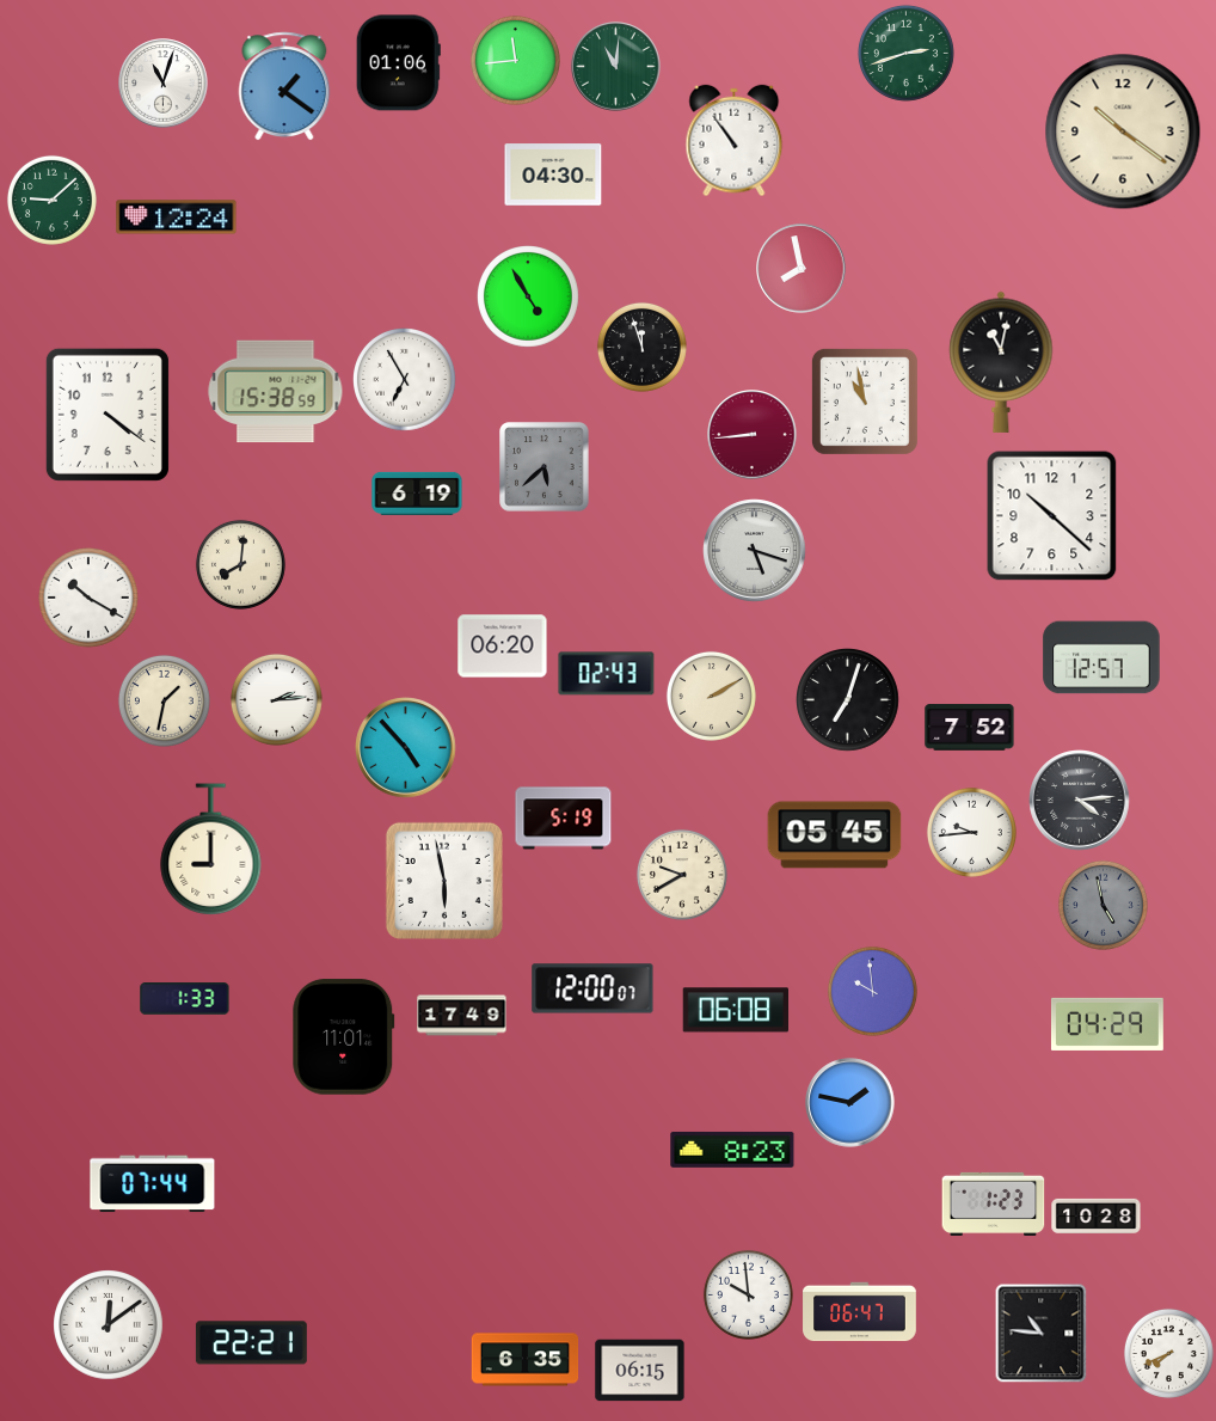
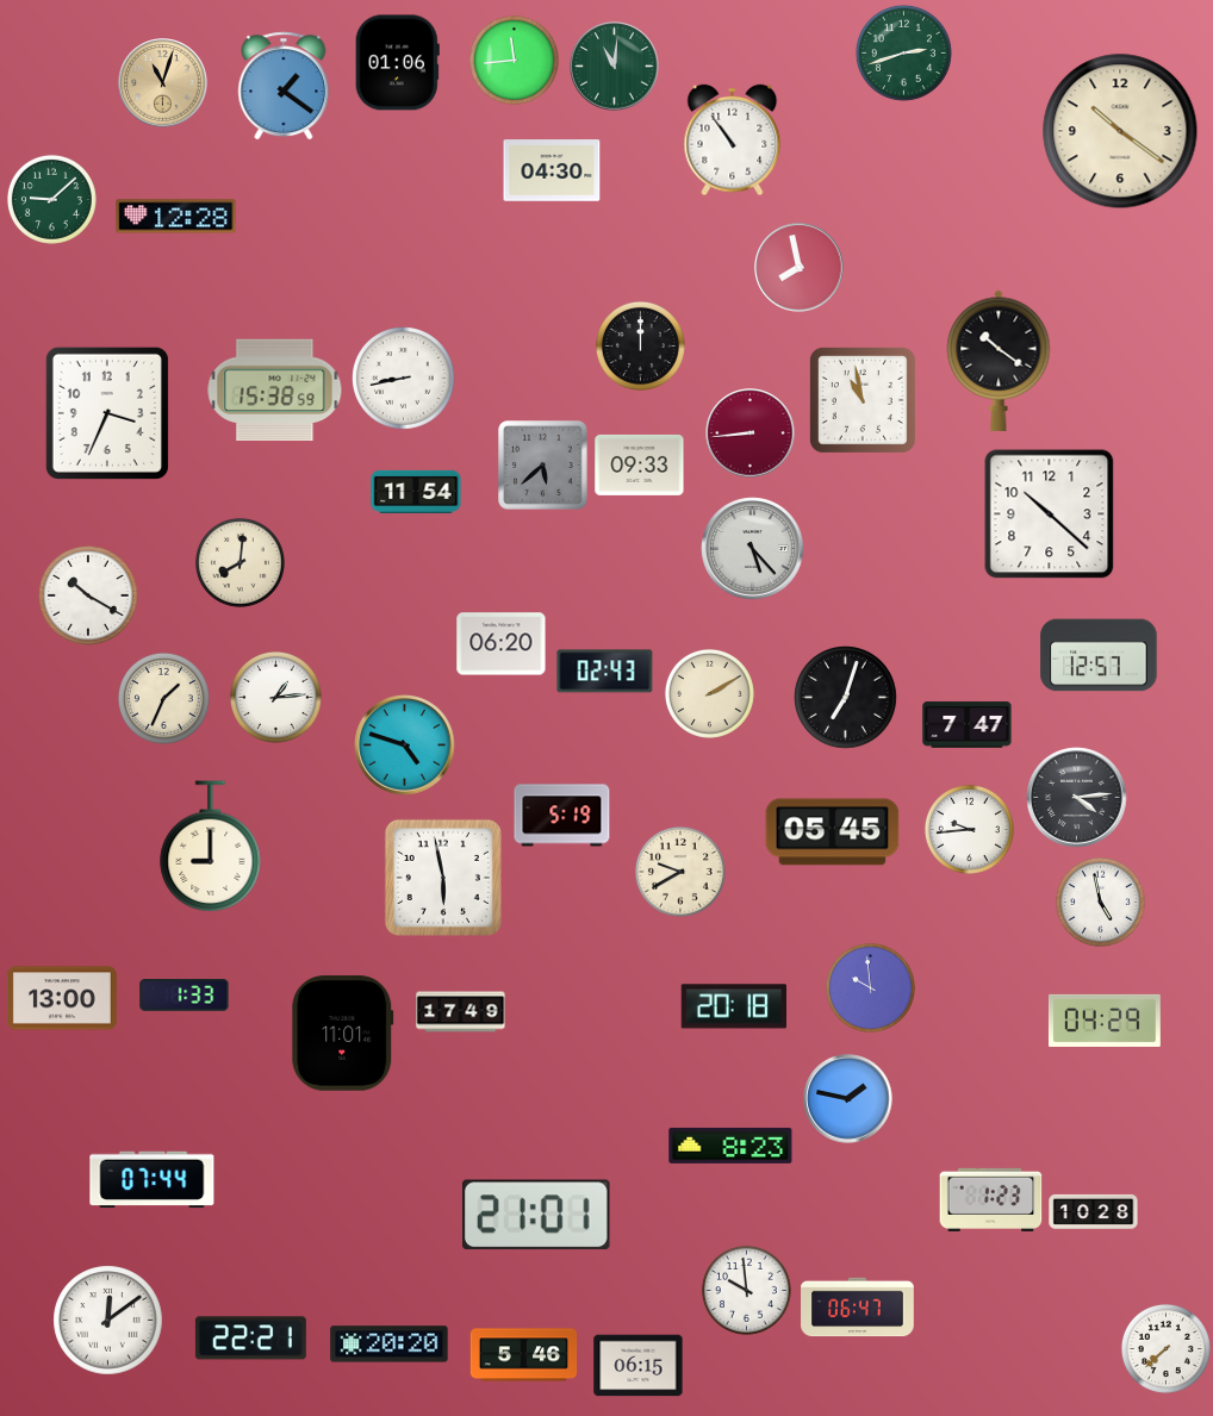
clock at (164, 84) dial: white -> champagne
clock at (553, 174) position: (553, 174) -> (552, 170)
clock at (177, 218): 12:24 -> 12:28
clock at (529, 298): 4:55 -> none
clock at (641, 347): 11:57 -> 12:00
clock at (1001, 362): 11:02 -> 10:21
clock at (405, 380): 6:55 -> 8:43
clock at (108, 415): 4:21 -> 3:34
clock at (640, 464): none -> 09:33
clock at (417, 494): 6:19 -> 11:54
clock at (755, 551): 5:18 -> 5:23
clock at (276, 699): 2:14 -> 1:14
clock at (164, 700): 1:32 -> 1:34
clock at (970, 728): 7:52 -> 7:47
clock at (406, 748): 4:53 -> 4:48
clock at (1103, 905) dial: grey -> white
clock at (592, 988): 12:00 -> none
clock at (62, 998): none -> 13:00
clock at (735, 1010): 06:08 -> 20:18
clock at (536, 1215): none -> 21:01
clock at (1042, 1334): 10:46 -> none
clock at (390, 1345): none -> 20:20
clock at (1168, 1353): 7:41 -> 7:38
clock at (526, 1360): 6:35 -> 5:46
